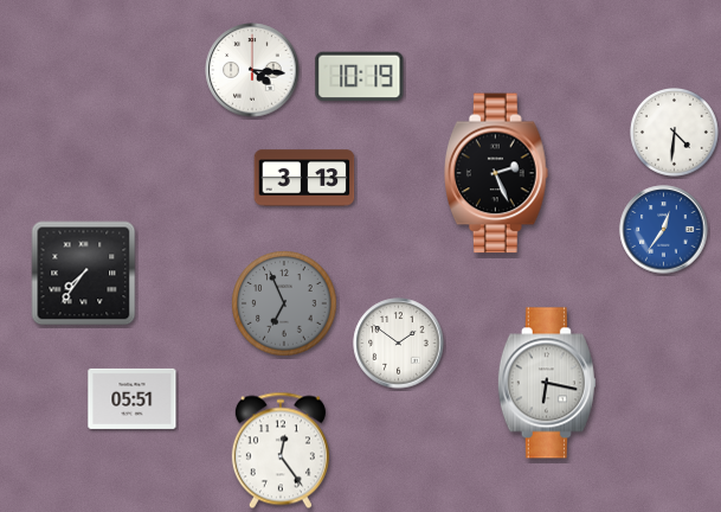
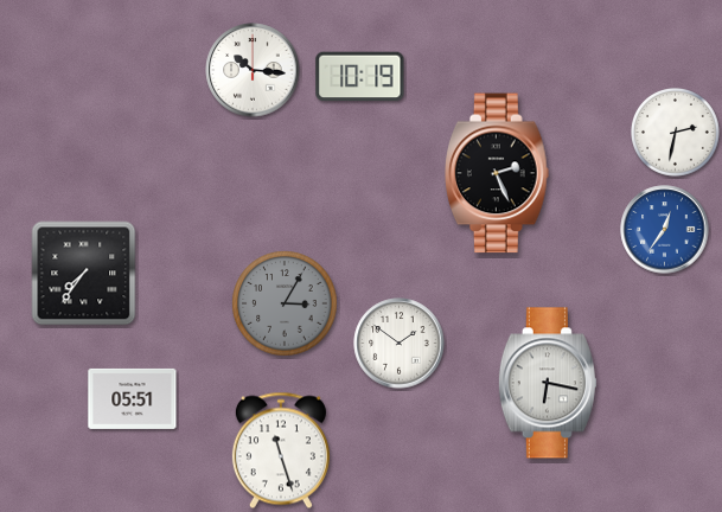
clock at (252, 70): 4:16 -> 10:16
clock at (675, 133): 4:31 -> 2:32
clock at (304, 178): 3:13 -> none
clock at (284, 303): 6:56 -> 3:05
clock at (281, 450): 12:24 -> 11:27
